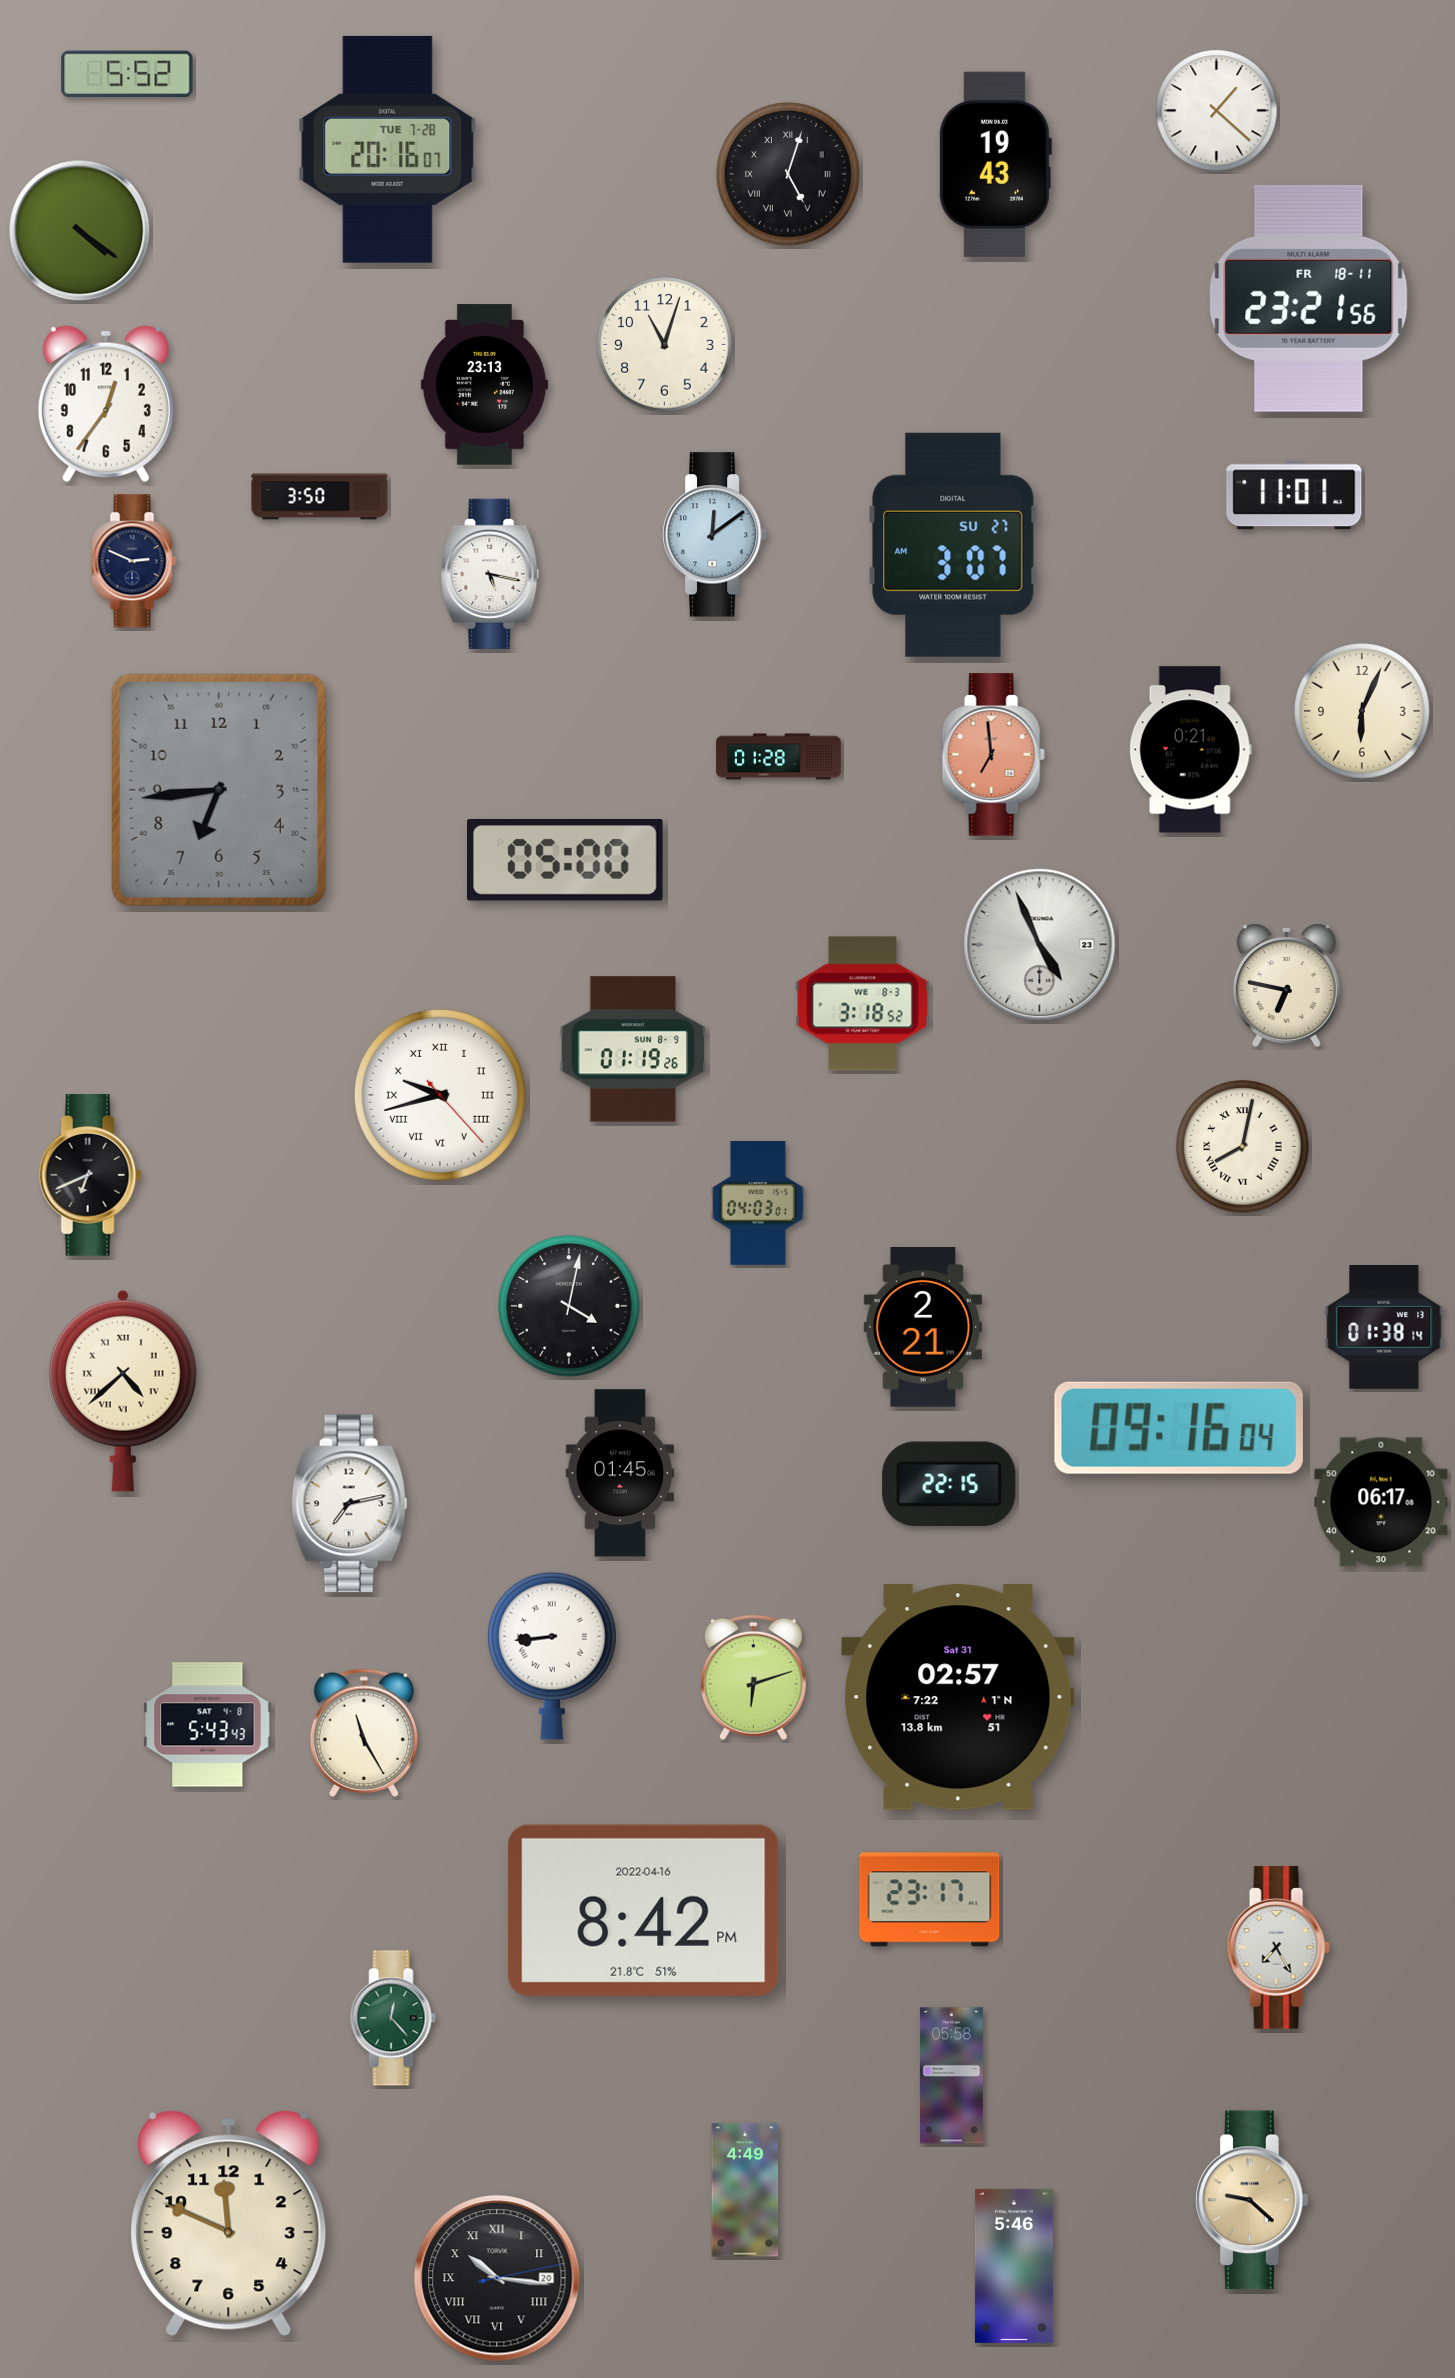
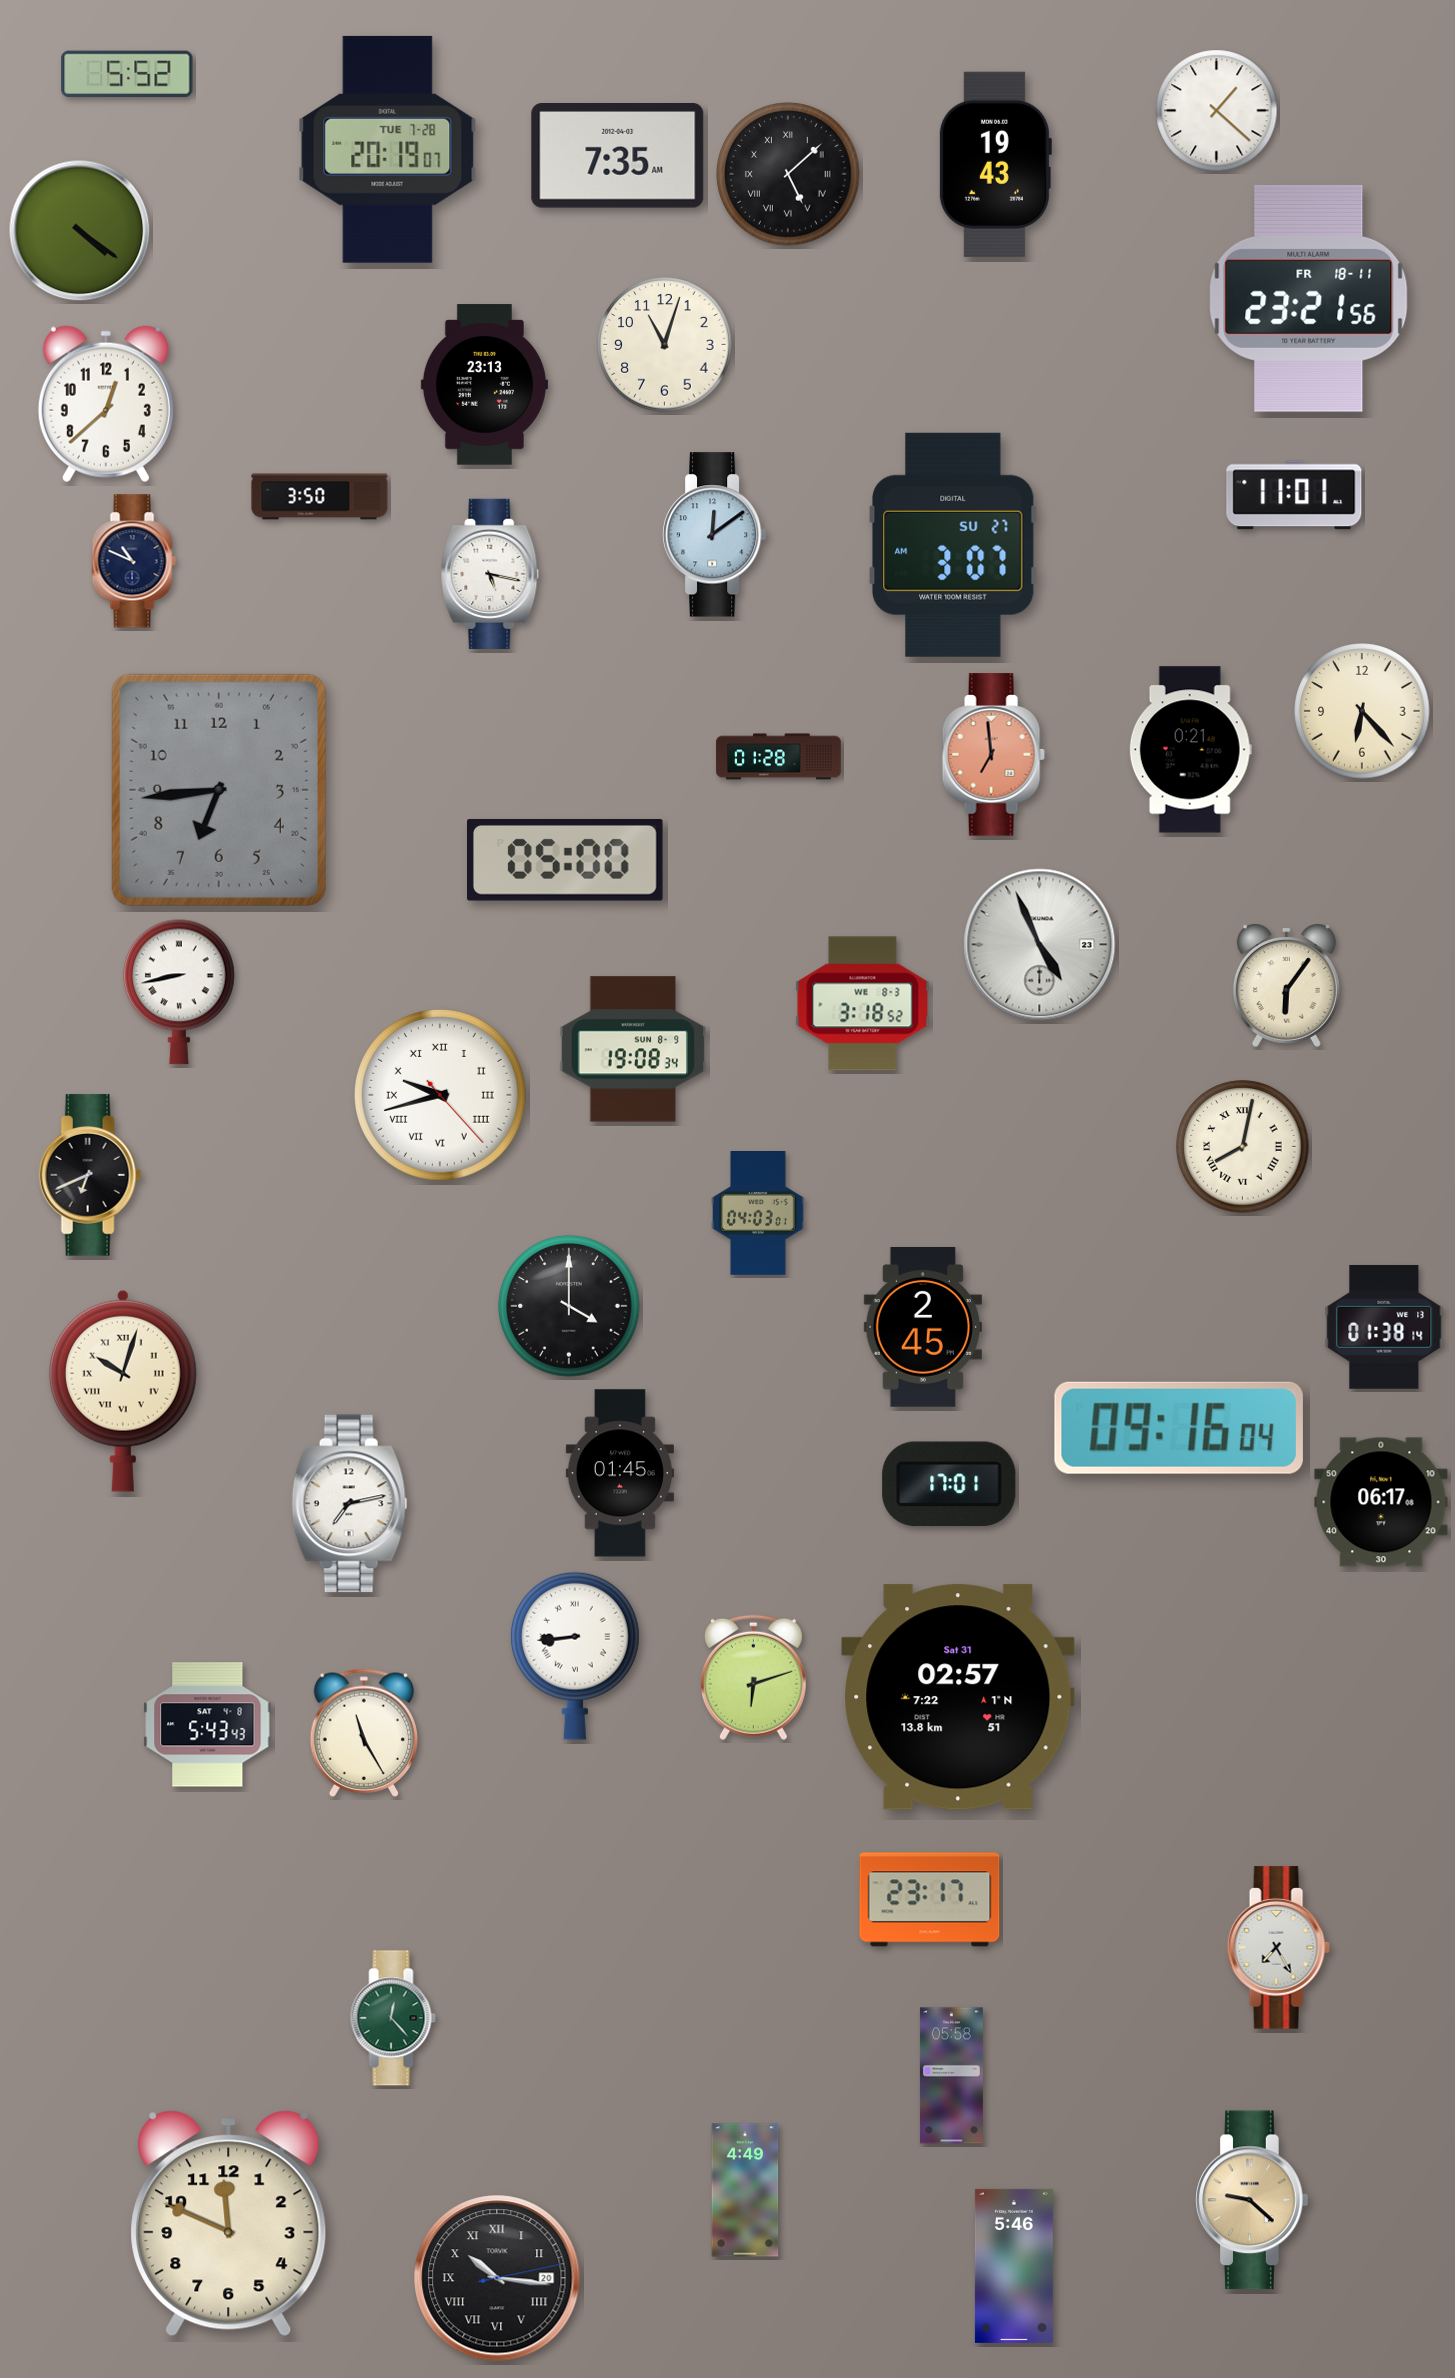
clock at (388, 149): 20:16 -> 20:19
clock at (618, 156): none -> 7:35
clock at (788, 174): 5:03 -> 5:08
clock at (106, 404): 12:36 -> 12:38
clock at (134, 561): 2:49 -> 10:49
clock at (1362, 711): 6:04 -> 6:23
clock at (1286, 985): 6:47 -> 6:06
clock at (180, 992): none -> 8:43
clock at (633, 1049): 01:19 -> 19:08
clock at (758, 1204) position: (758, 1204) -> (758, 1214)
clock at (569, 1306): 4:02 -> 4:00
clock at (923, 1327): 2:21 -> 2:45
clock at (123, 1391): 4:38 -> 10:03
clock at (949, 1483): 22:15 -> 17:01
clock at (552, 1656) position: (552, 1656) -> (575, 1656)
clock at (644, 1910): 8:42 -> none
